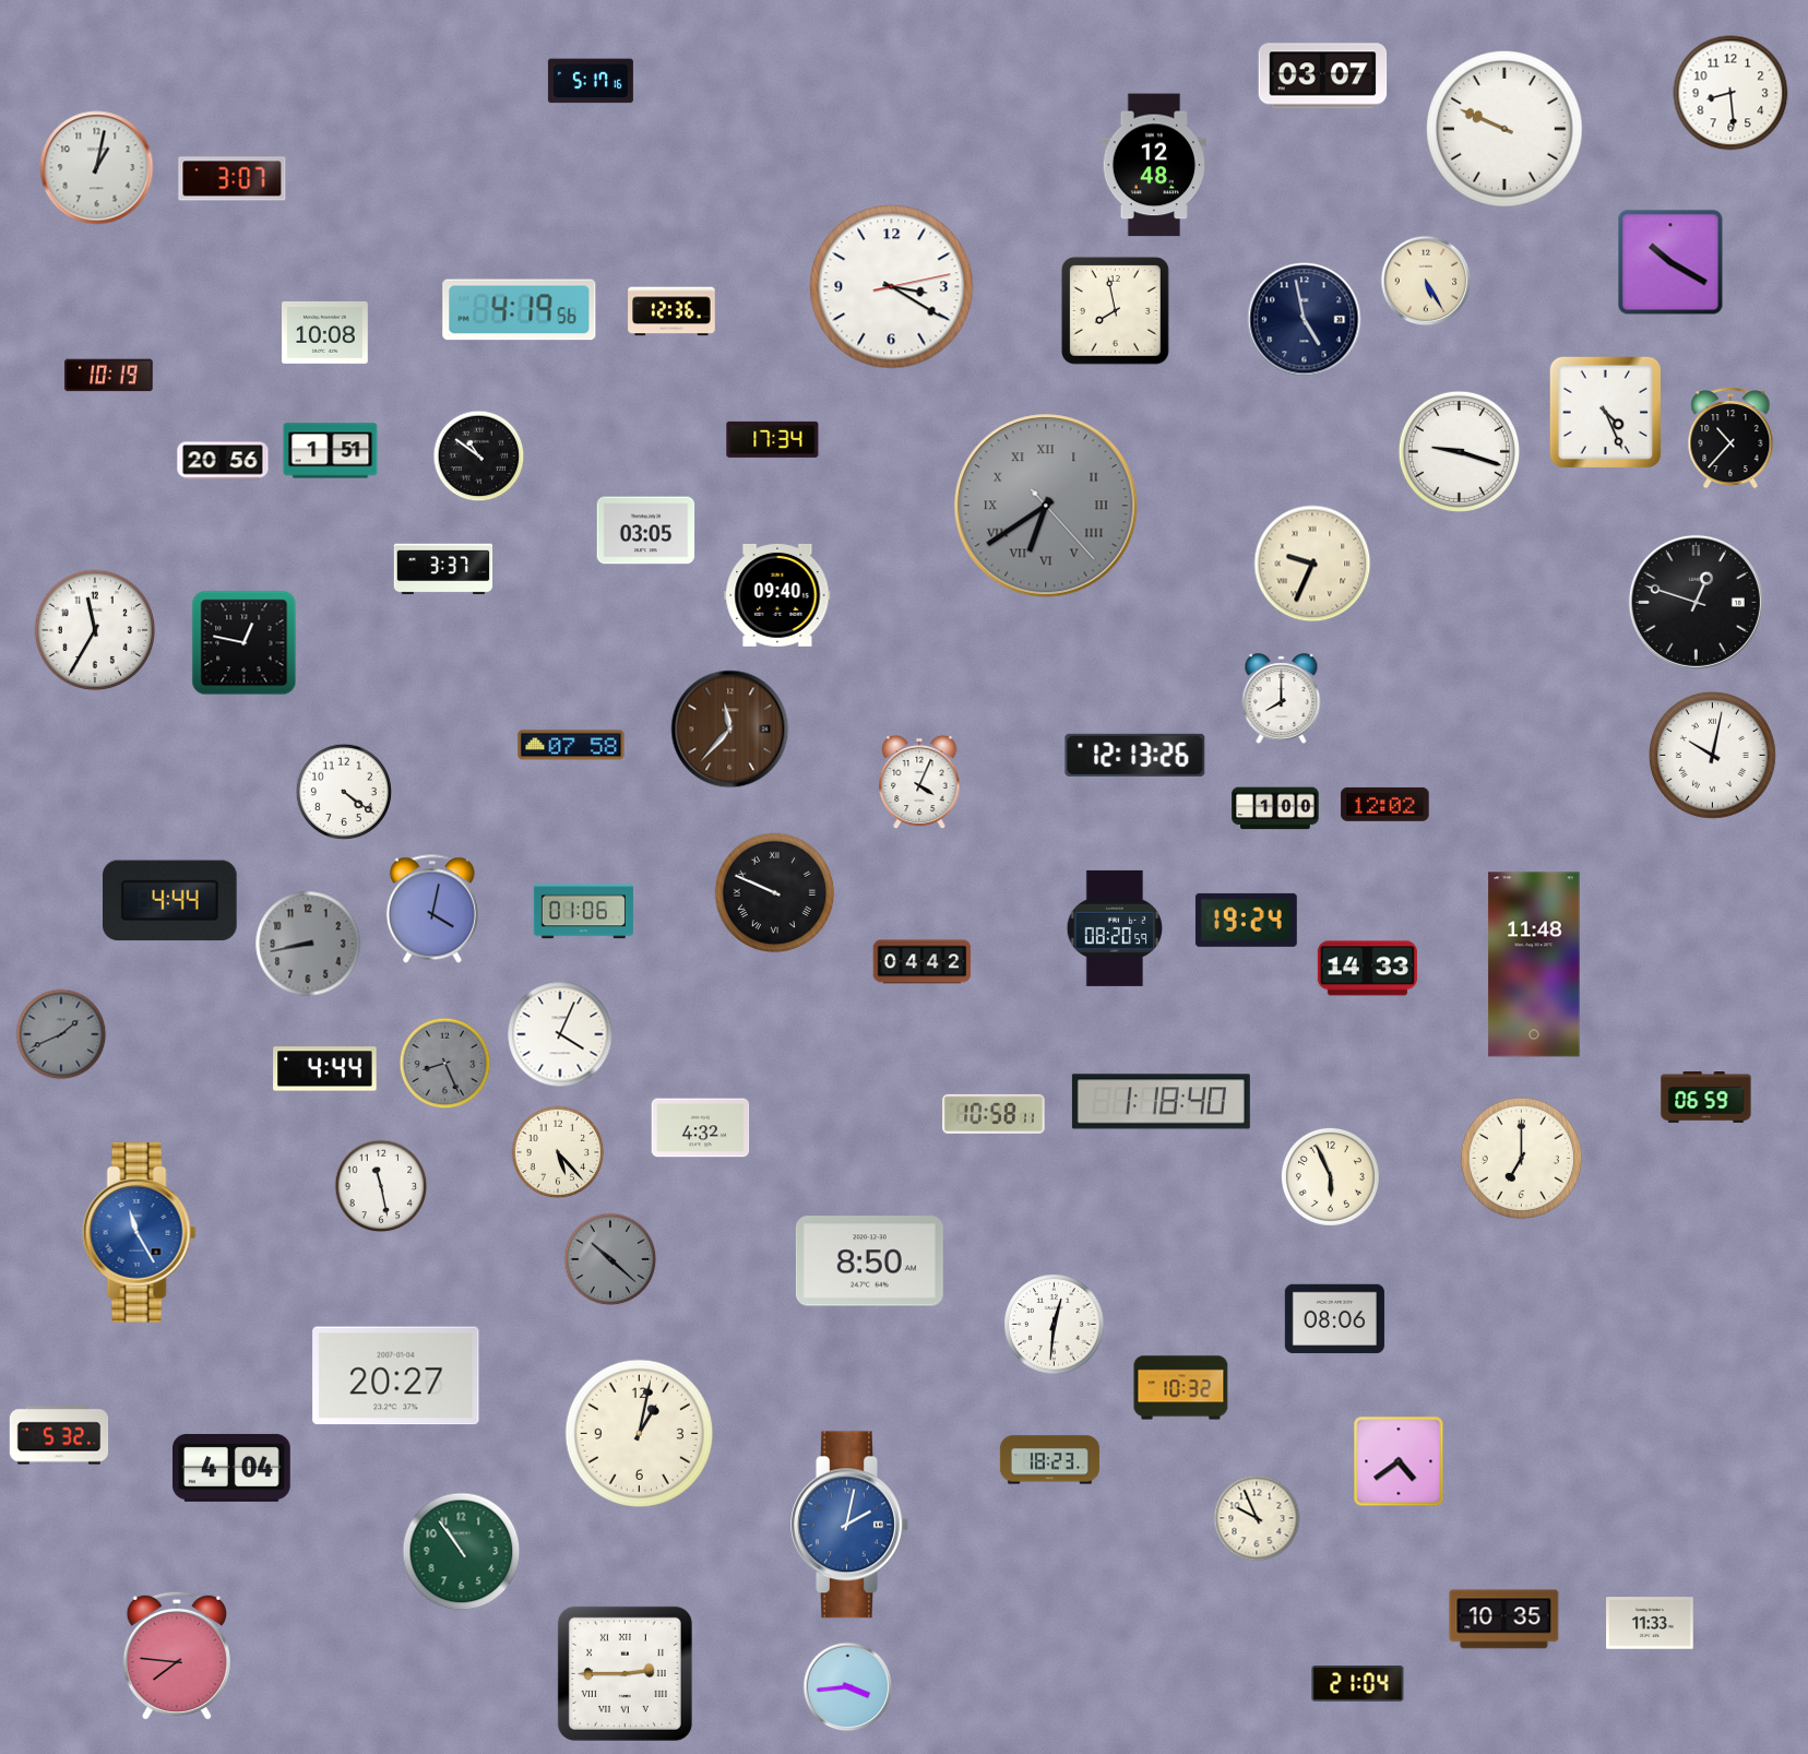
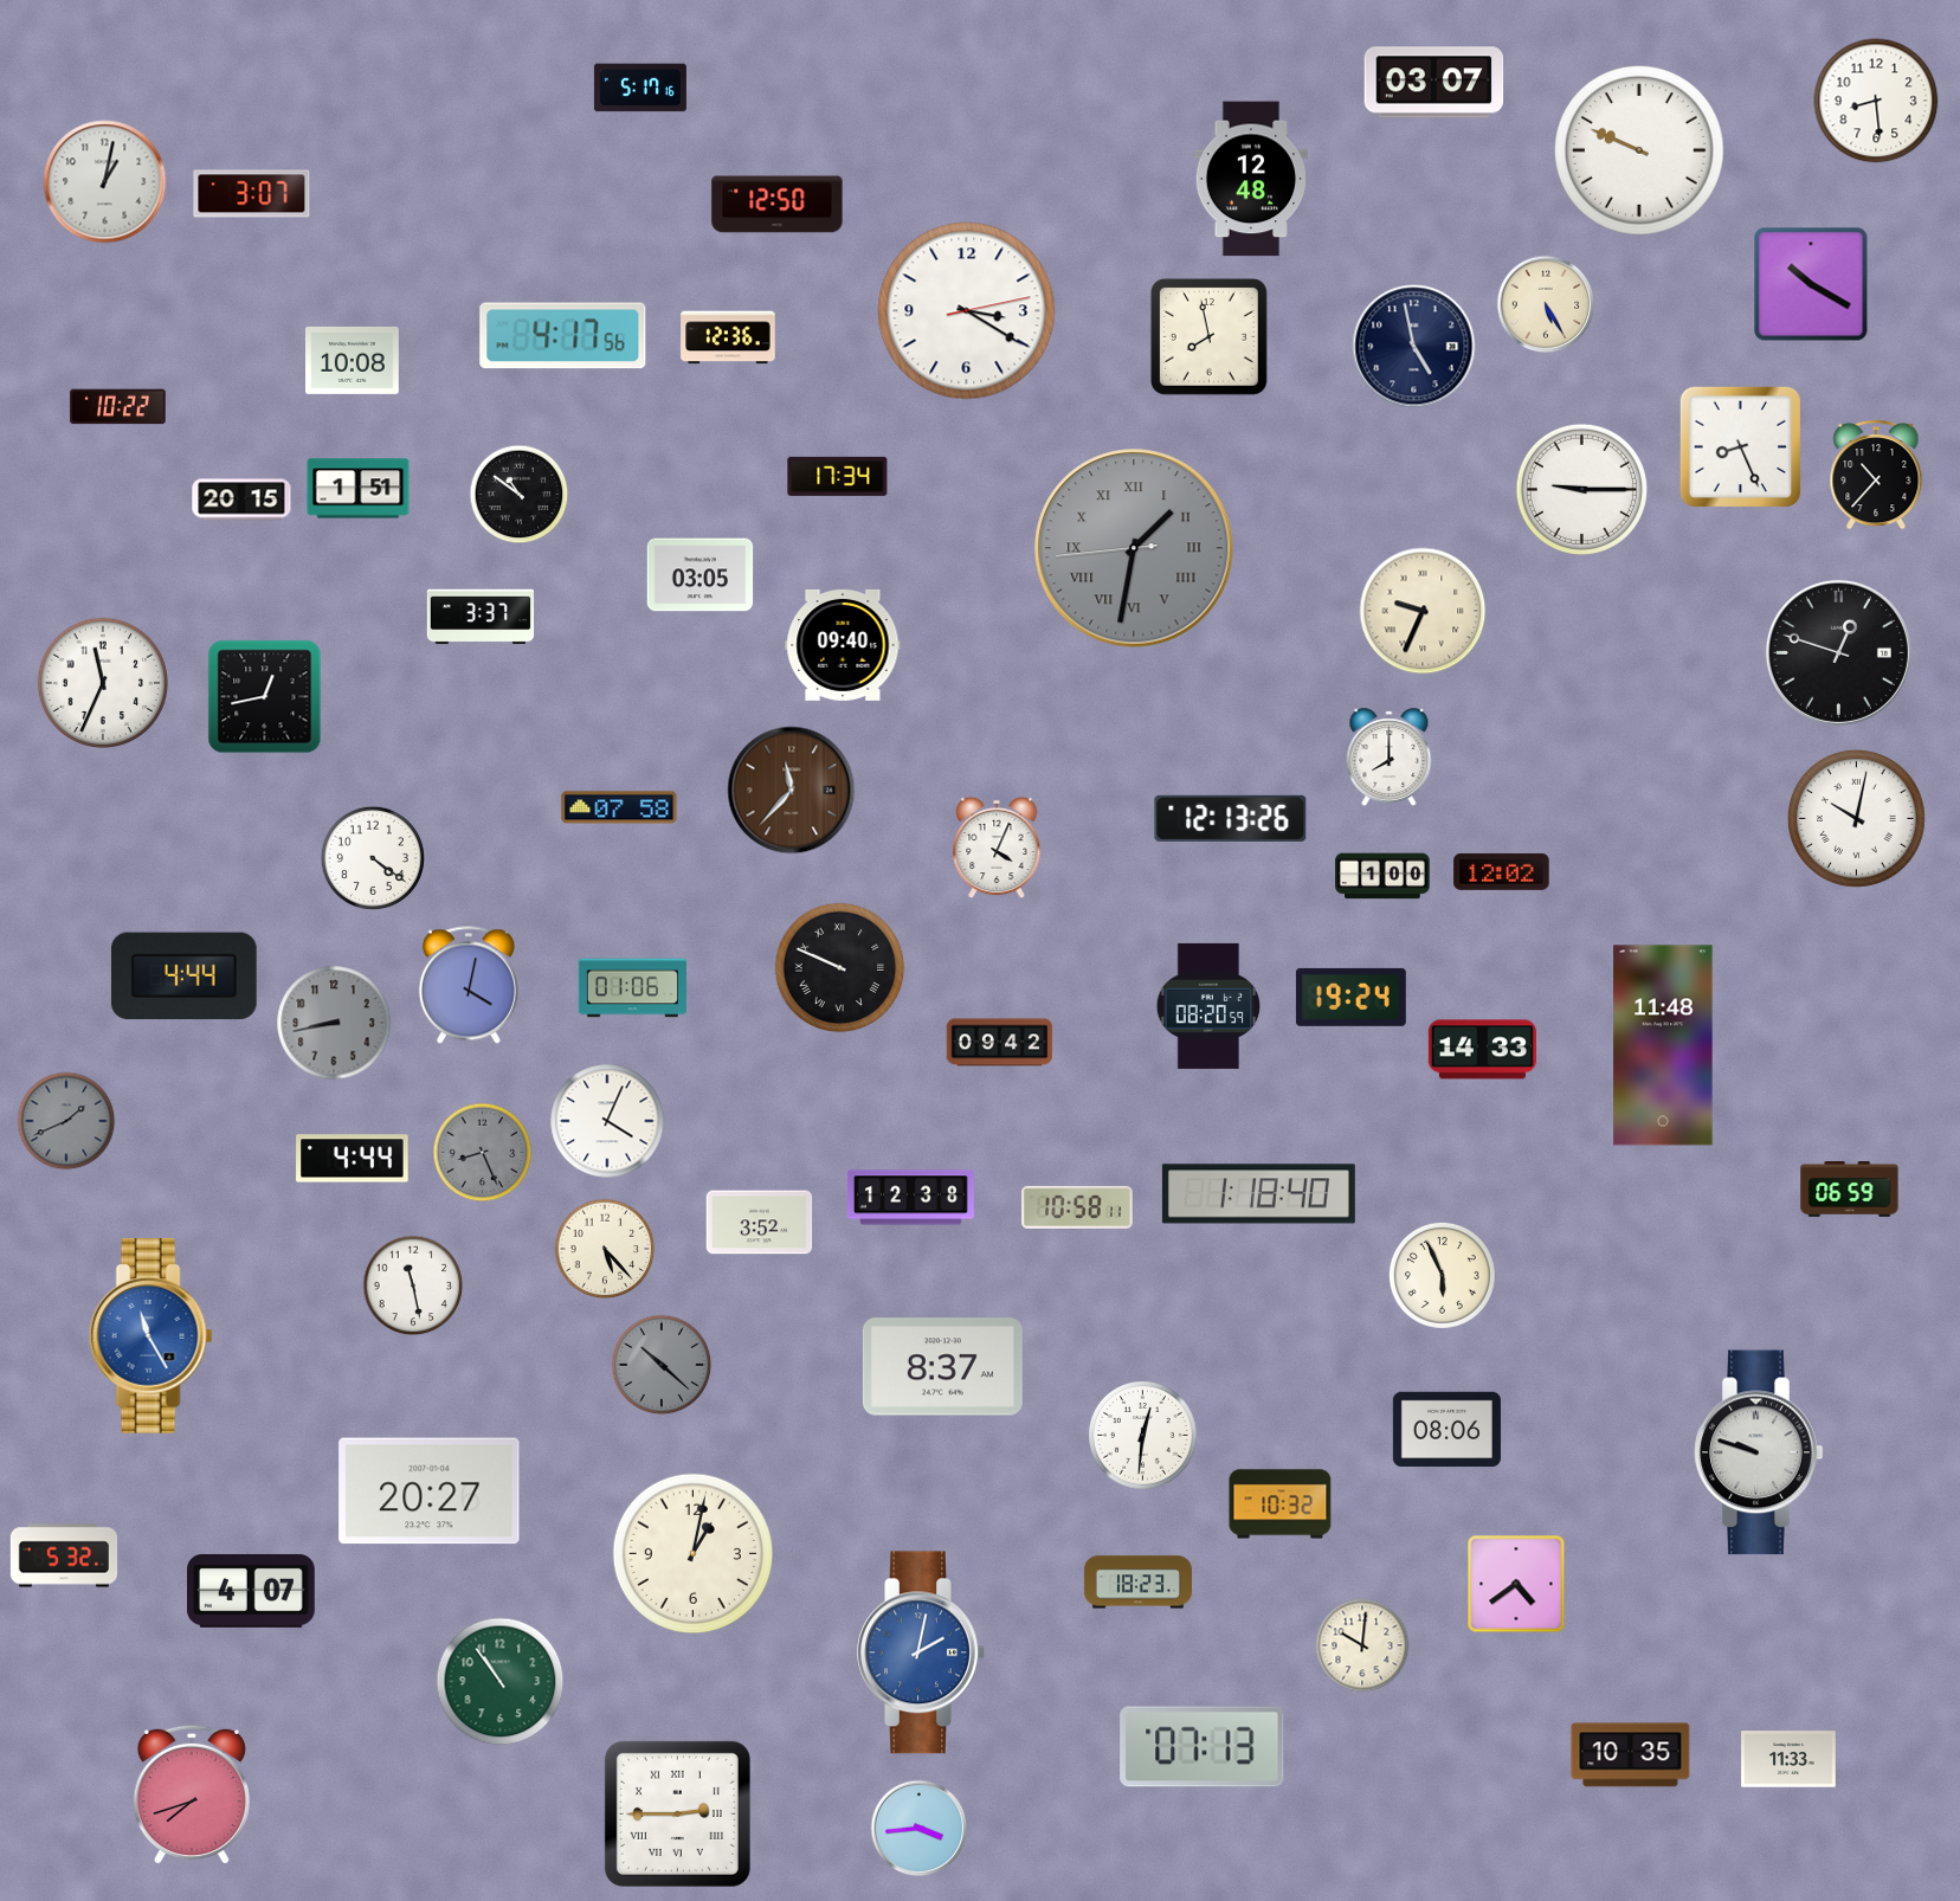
clock at (1506, 130) position: (1506, 130) -> (1640, 152)
clock at (778, 205): none -> 12:50
clock at (520, 310): 4:19 -> 4:17
clock at (109, 376): 10:19 -> 10:22
clock at (1606, 413): 4:26 -> 8:26
clock at (1459, 451): 9:18 -> 9:15
clock at (223, 461): 20:56 -> 20:15
clock at (1046, 506): 6:39 -> 1:31
clock at (95, 630): 11:35 -> 11:34
clock at (245, 643): 12:47 -> 12:43
clock at (923, 962): 04:42 -> 09:42
clock at (911, 1198): none -> 12:38
clock at (701, 1128): 4:32 -> 3:52
clock at (1521, 1158): 7:00 -> none
clock at (869, 1261): 8:50 -> 8:37
clock at (1759, 1452): none -> 9:48
clock at (233, 1468): 4:04 -> 4:07
clock at (1257, 1518): 9:56 -> 10:01
clock at (1203, 1747): none -> 07:13
clock at (177, 1656): 7:46 -> 7:42
clock at (1358, 1684): 21:04 -> none
